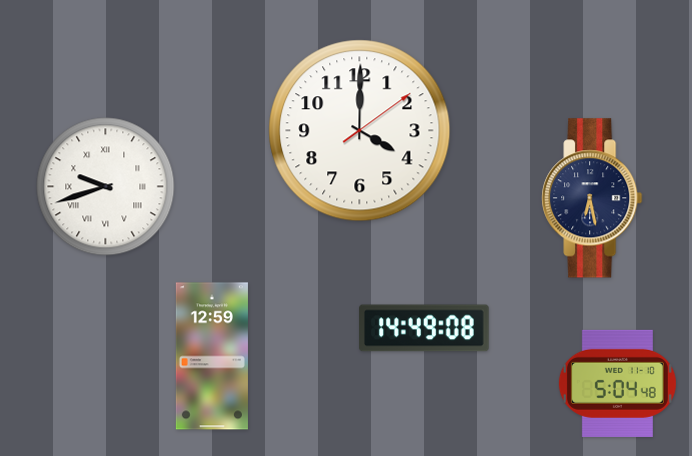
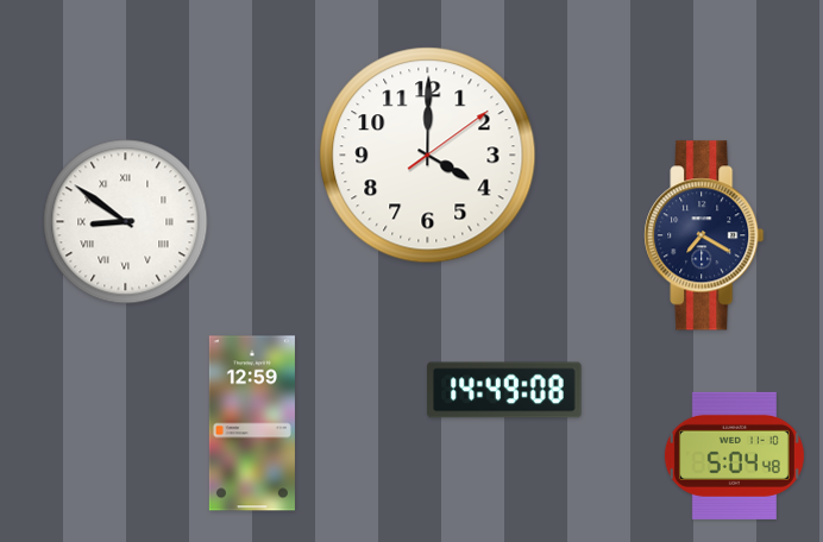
clock at (106, 187): 9:42 -> 8:51
clock at (592, 198): 6:28 -> 7:20
